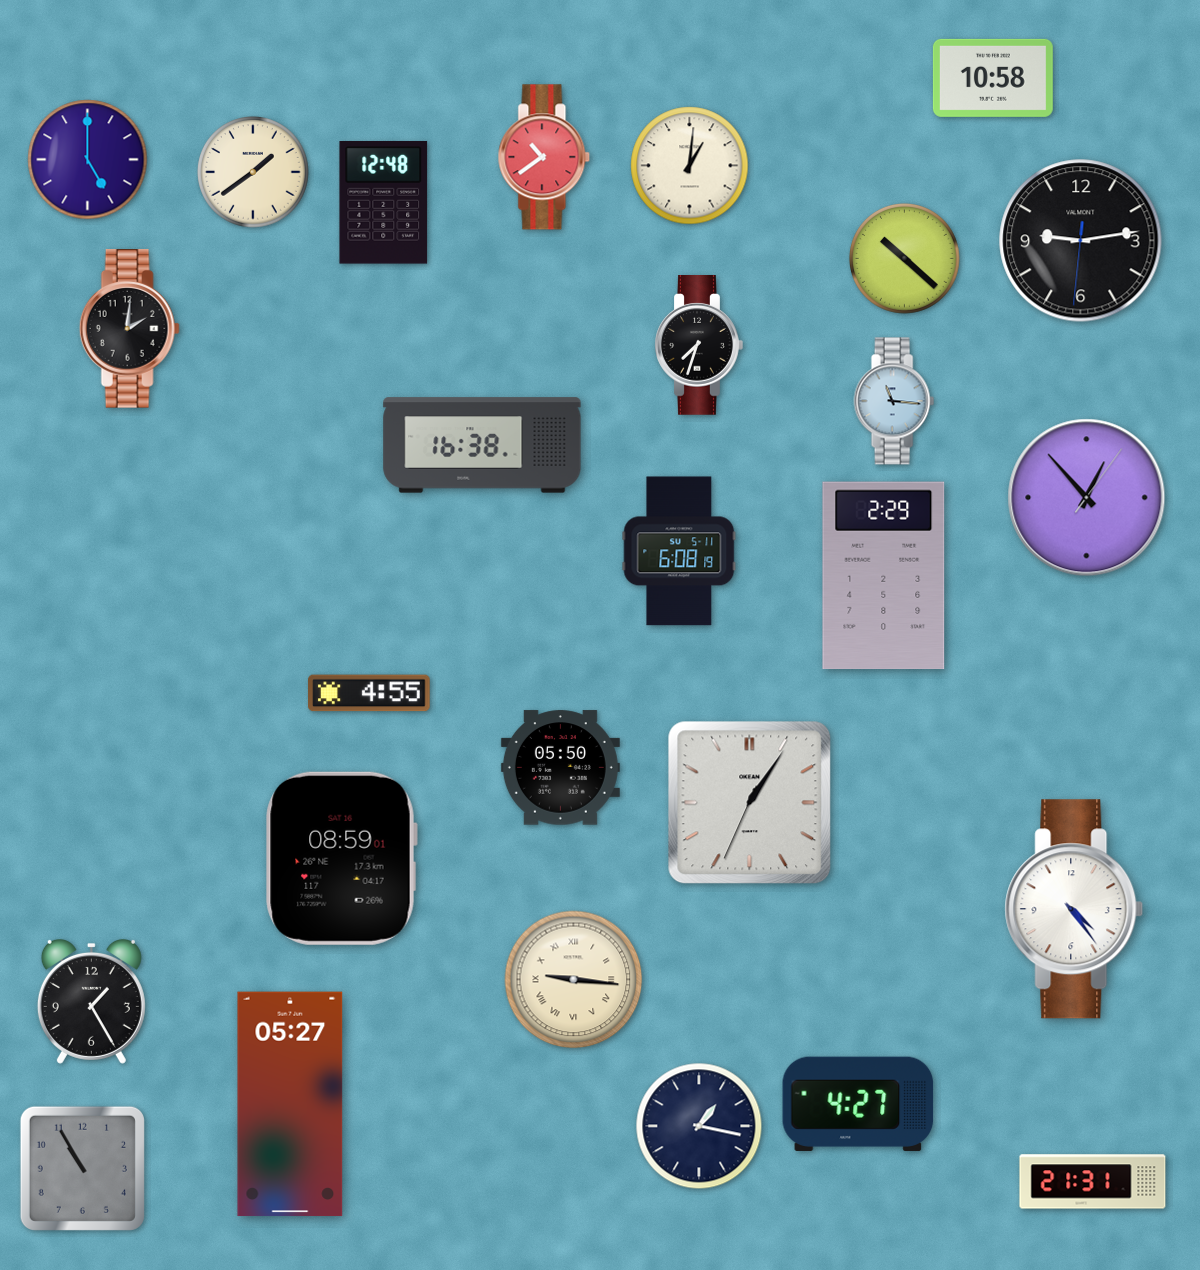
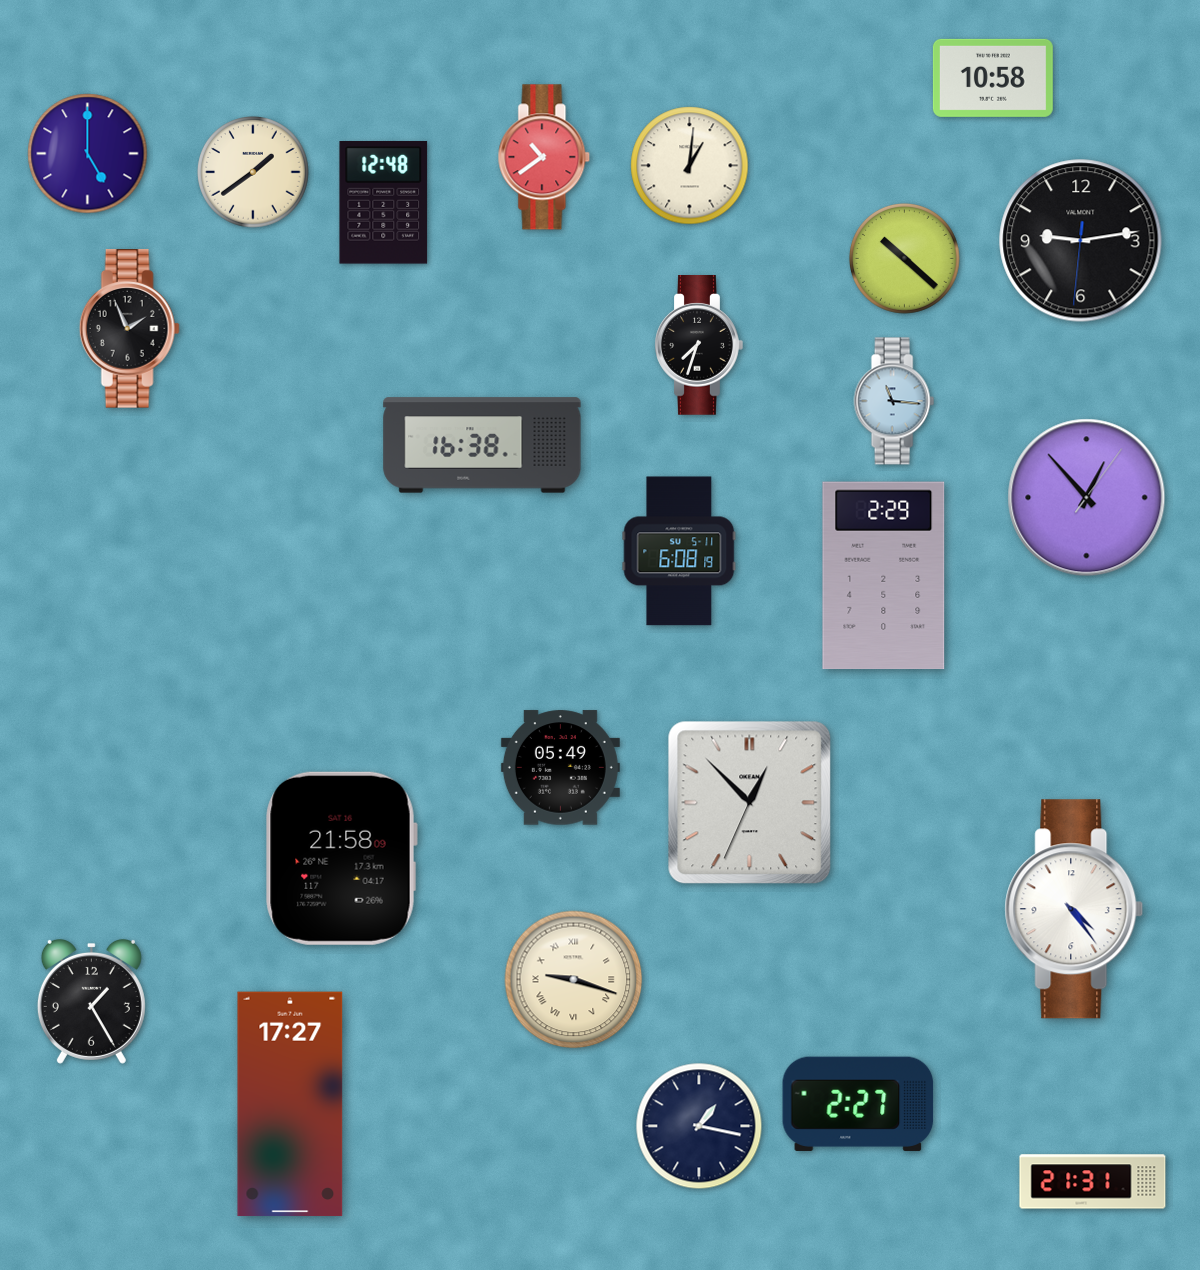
clock at (88, 160) position: (88, 160) -> (88, 154)
clock at (129, 329): 2:01 -> 1:56
clock at (369, 693): 4:55 -> none
clock at (560, 768): 05:50 -> 05:49
clock at (750, 803): 1:05 -> 12:52
clock at (341, 858): 08:59 -> 21:58
clock at (574, 980): 9:16 -> 9:18
clock at (290, 1104): 05:27 -> 17:27
clock at (858, 1104): 4:27 -> 2:27
clock at (82, 1168): 10:55 -> none
